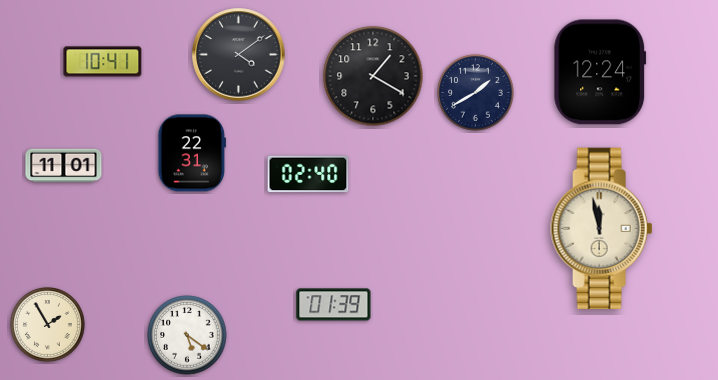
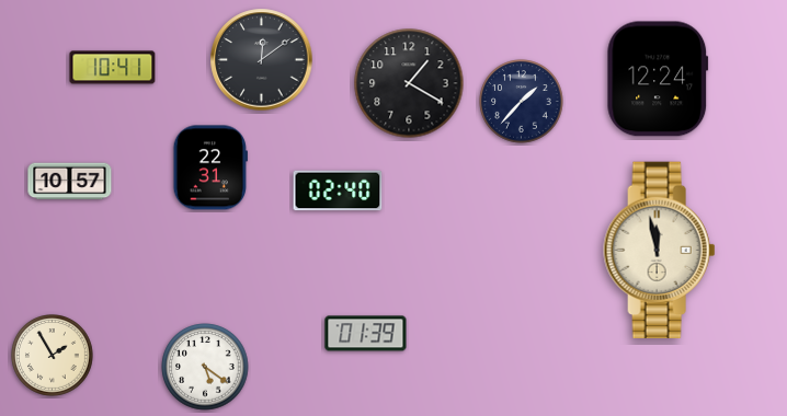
clock at (239, 55): 4:09 -> 12:09
clock at (476, 93): 1:40 -> 1:37
clock at (64, 166): 11:01 -> 10:57
